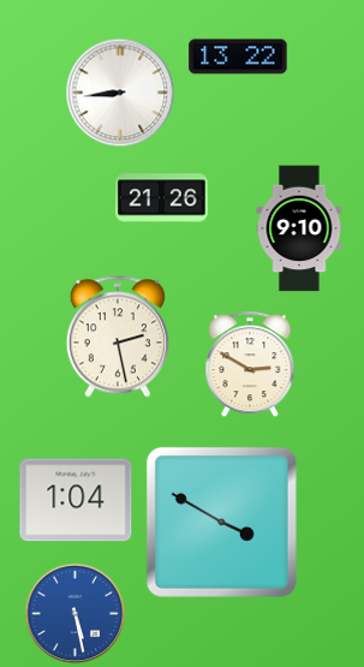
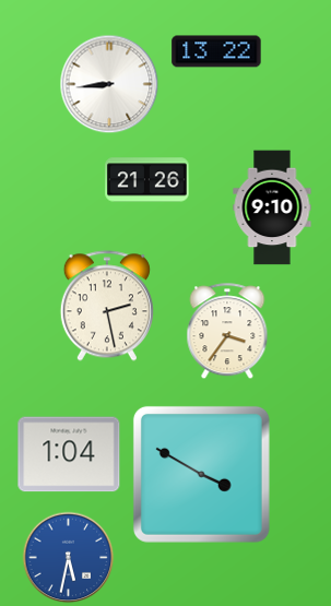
clock at (250, 364): 2:50 -> 3:36
clock at (74, 613): 5:28 -> 5:32
